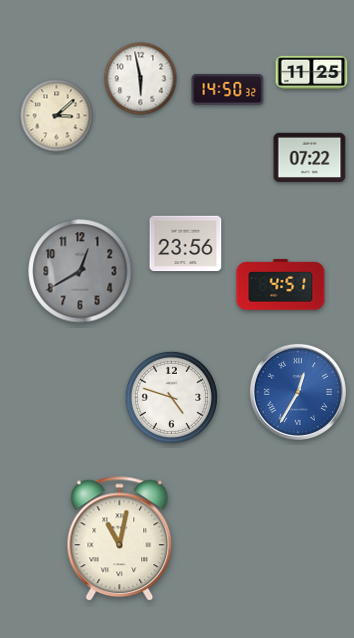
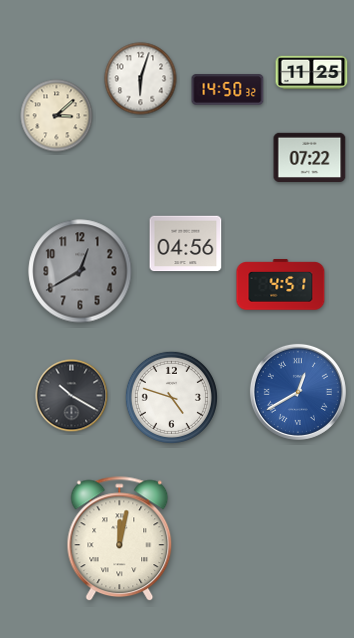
clock at (141, 79): 5:58 -> 6:03
clock at (186, 244): 23:56 -> 04:56
clock at (298, 392): 12:35 -> 12:40
clock at (72, 396): none -> 10:20
clock at (120, 539): 11:02 -> 12:02
